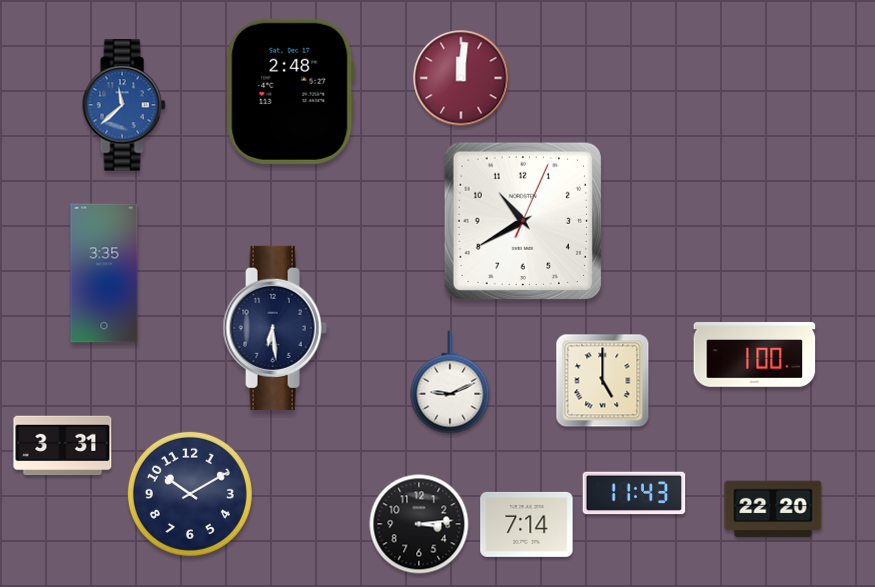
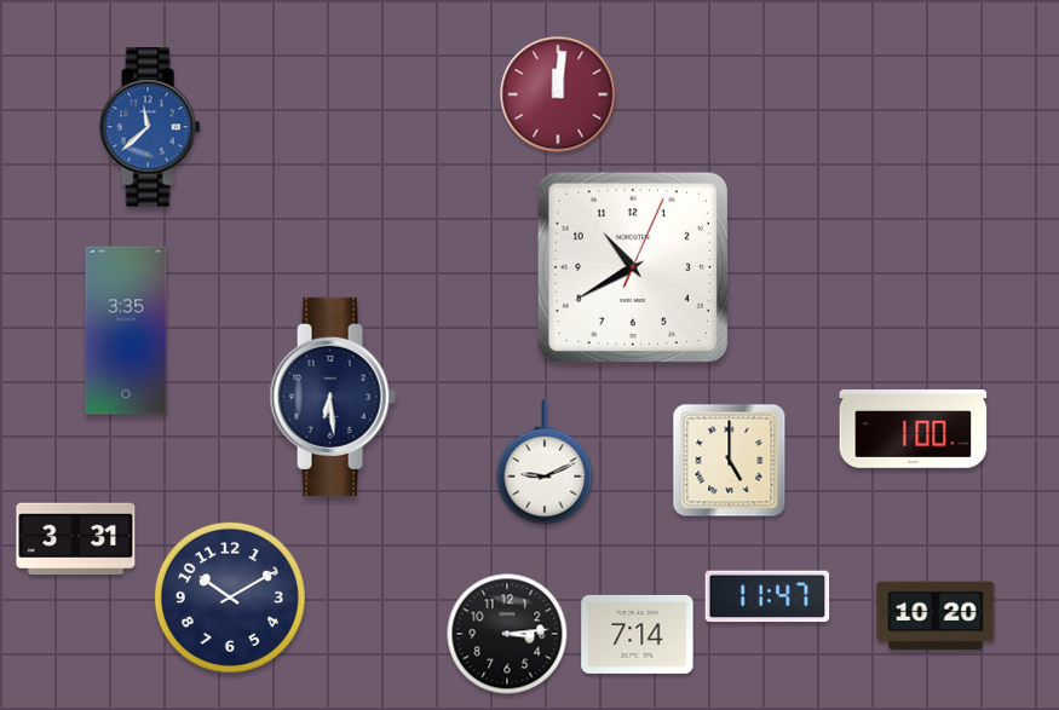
clock at (290, 91): 2:48 -> none
clock at (634, 493): 11:43 -> 11:47
clock at (773, 509): 22:20 -> 10:20
